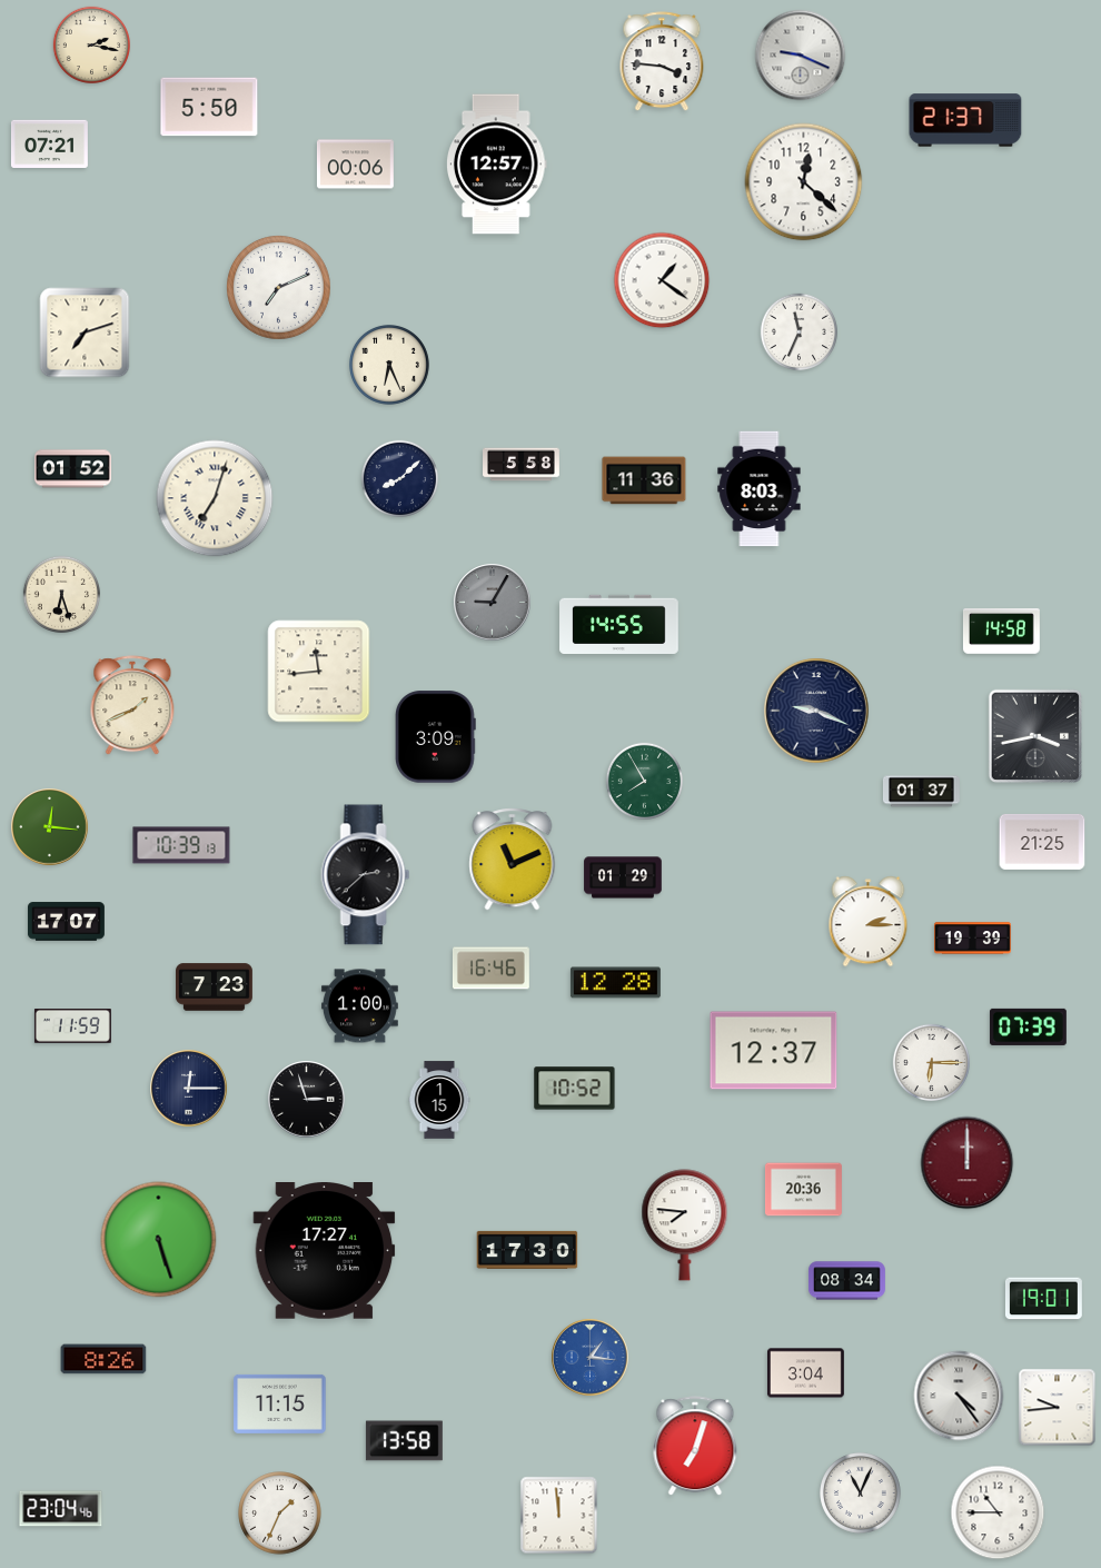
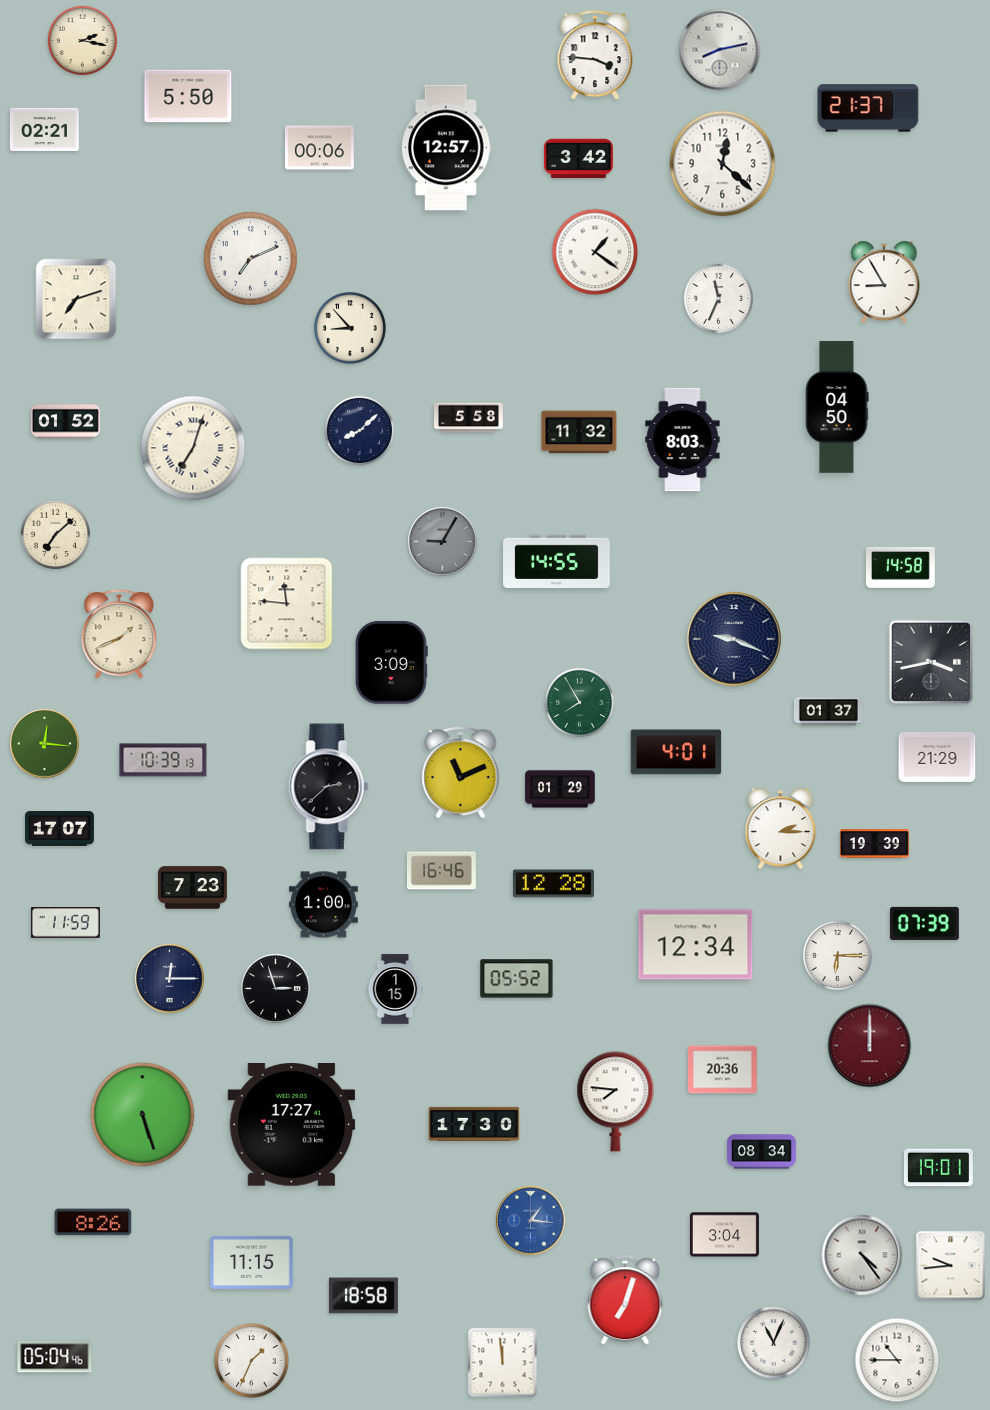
clock at (801, 56): 9:19 -> 8:13
clock at (49, 143): 07:21 -> 02:21
clock at (578, 159): none -> 3:42
clock at (884, 282): none -> 8:55
clock at (389, 365): 6:26 -> 8:53
clock at (837, 407): none -> 04:50
clock at (644, 480): 11:36 -> 11:32
clock at (61, 594): 6:27 -> 7:08
clock at (319, 672): 11:44 -> 11:46
clock at (676, 752): none -> 4:01
clock at (1042, 842): 21:25 -> 21:29
clock at (774, 1051): 12:37 -> 12:34
clock at (575, 1089): 10:52 -> 05:52
clock at (404, 1441): 13:58 -> 18:58
clock at (61, 1509): 23:04 -> 05:04
